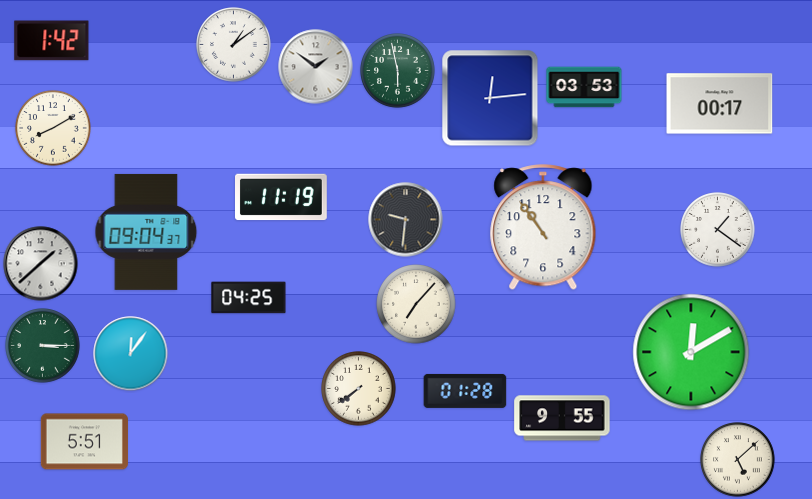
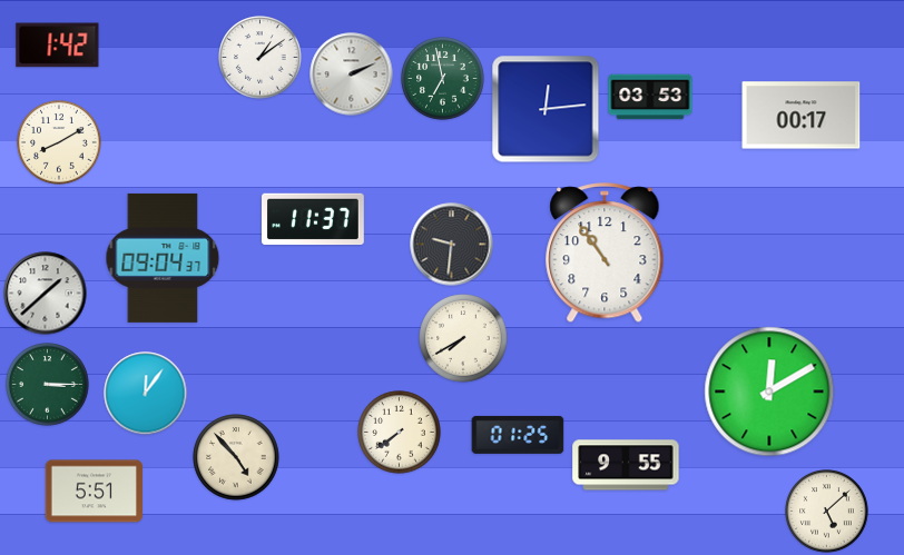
clock at (234, 45) position: (234, 45) -> (261, 58)
clock at (316, 67): 1:51 -> 2:11
clock at (398, 71): 5:58 -> 6:58
clock at (282, 197): 11:19 -> 11:37
clock at (718, 230): 1:21 -> none
clock at (249, 298): 04:25 -> none
clock at (416, 304): 7:07 -> 7:40
clock at (465, 391): 01:28 -> 01:25
clock at (236, 457): none -> 4:53
clock at (738, 460) position: (738, 460) -> (827, 512)
